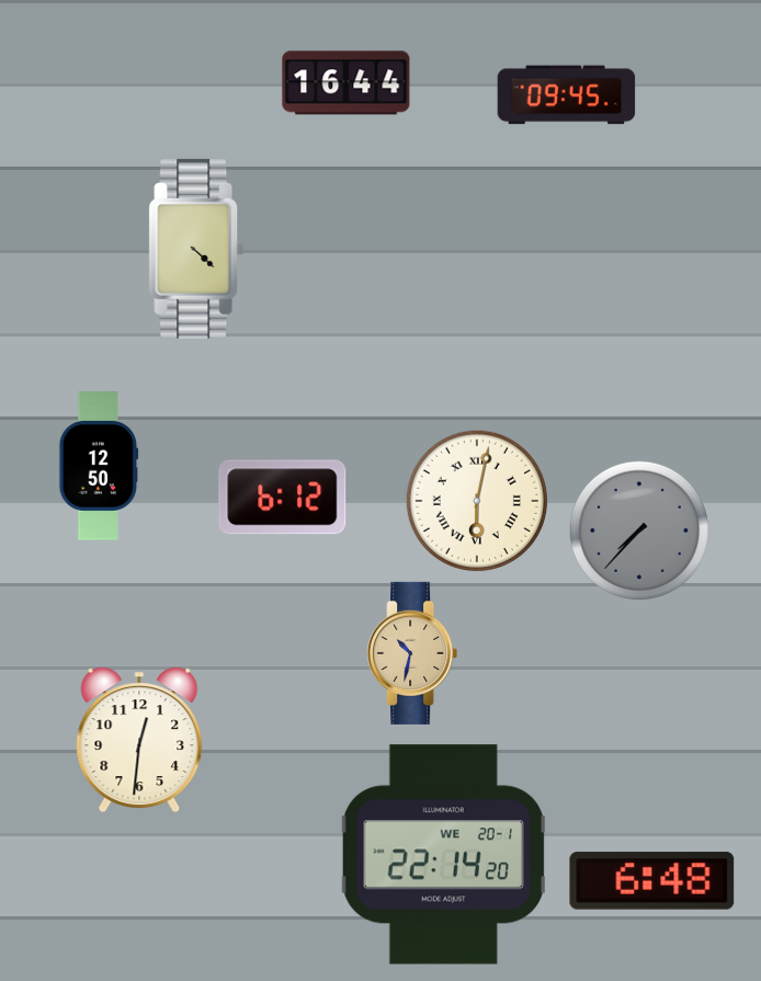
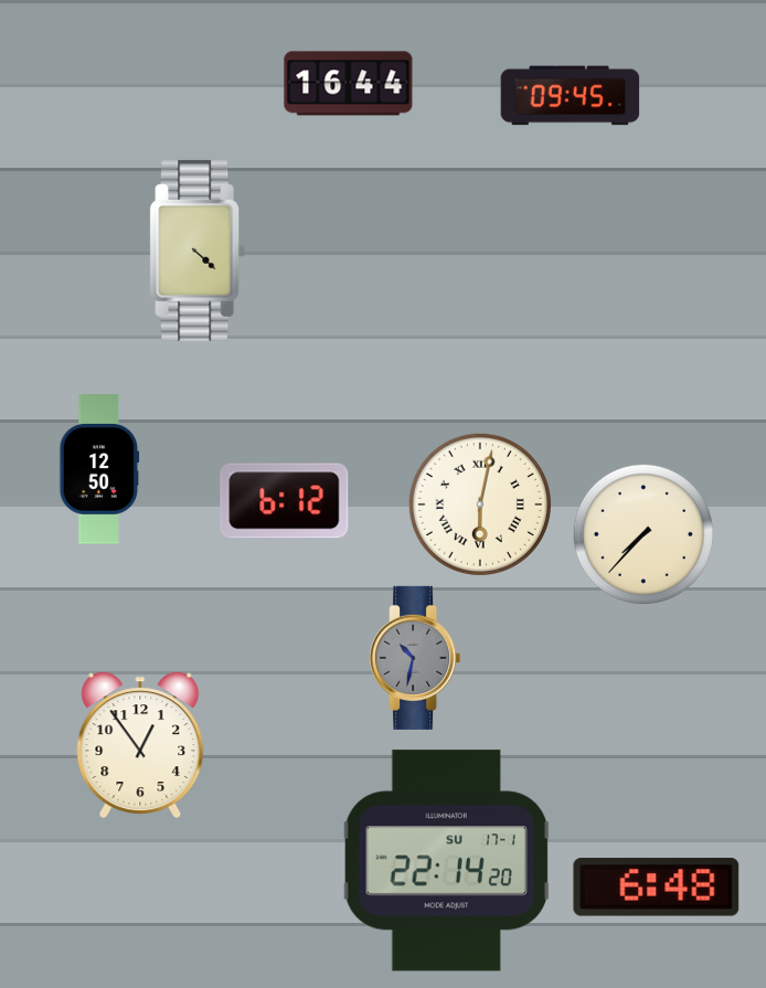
clock at (639, 531) dial: grey -> cream
clock at (412, 653) dial: champagne -> grey
clock at (139, 740): 12:31 -> 12:54
clock at (443, 855) date: WE 20-1 -> SU 17-1
